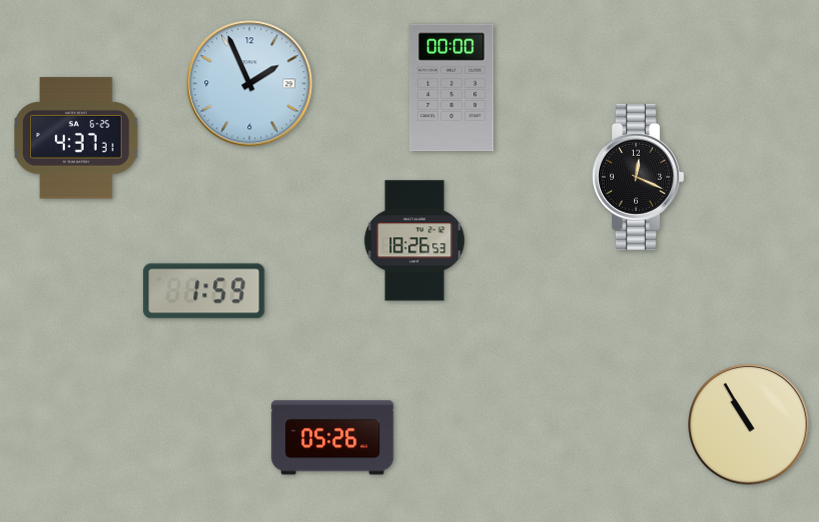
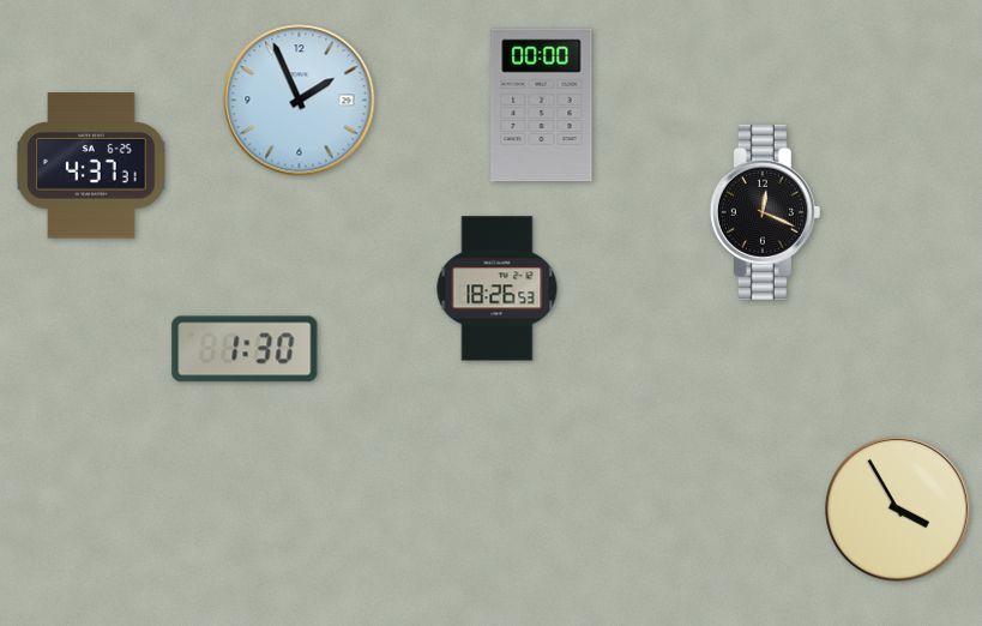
clock at (204, 291): 1:59 -> 1:30
clock at (749, 425): 10:55 -> 3:55
clock at (333, 438): 05:26 -> none
